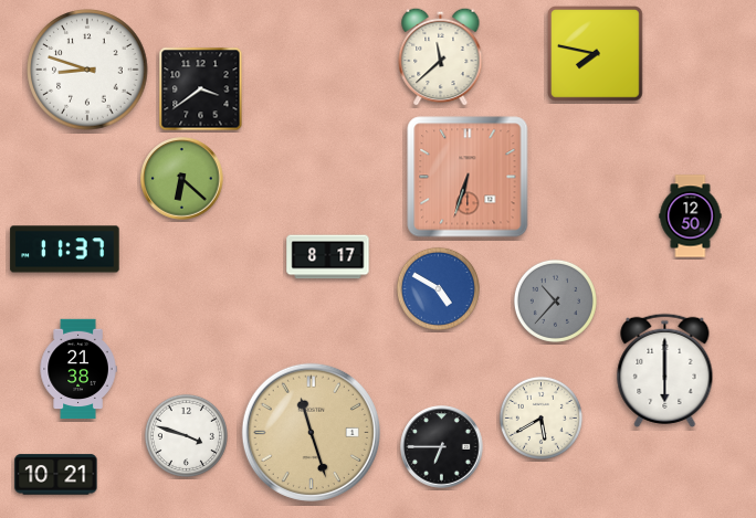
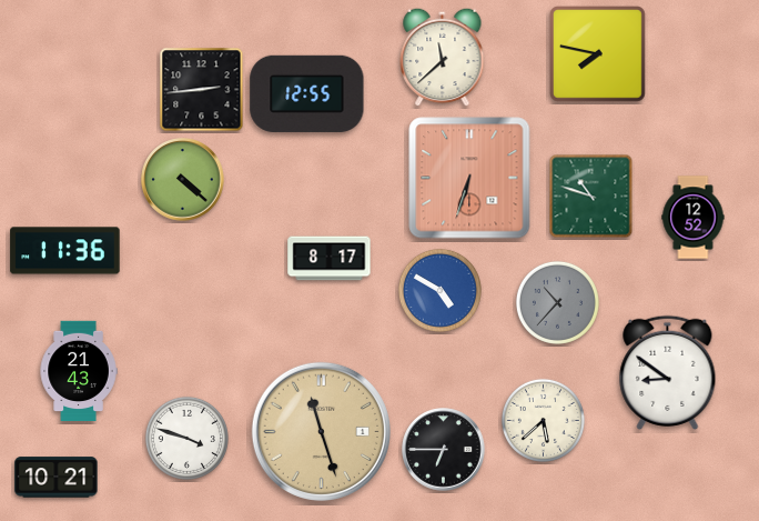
clock at (87, 70): 8:48 -> none
clock at (201, 89): 3:39 -> 2:44
clock at (307, 93): none -> 12:55
clock at (182, 179): 6:22 -> 4:22
clock at (591, 197): none -> 10:48
clock at (691, 216): 12:50 -> 12:52
clock at (65, 250): 11:37 -> 11:36
clock at (78, 369): 21:38 -> 21:43
clock at (665, 370): 6:00 -> 8:51
clock at (540, 417): 5:40 -> 5:38
clock at (311, 432) position: (311, 432) -> (321, 431)
